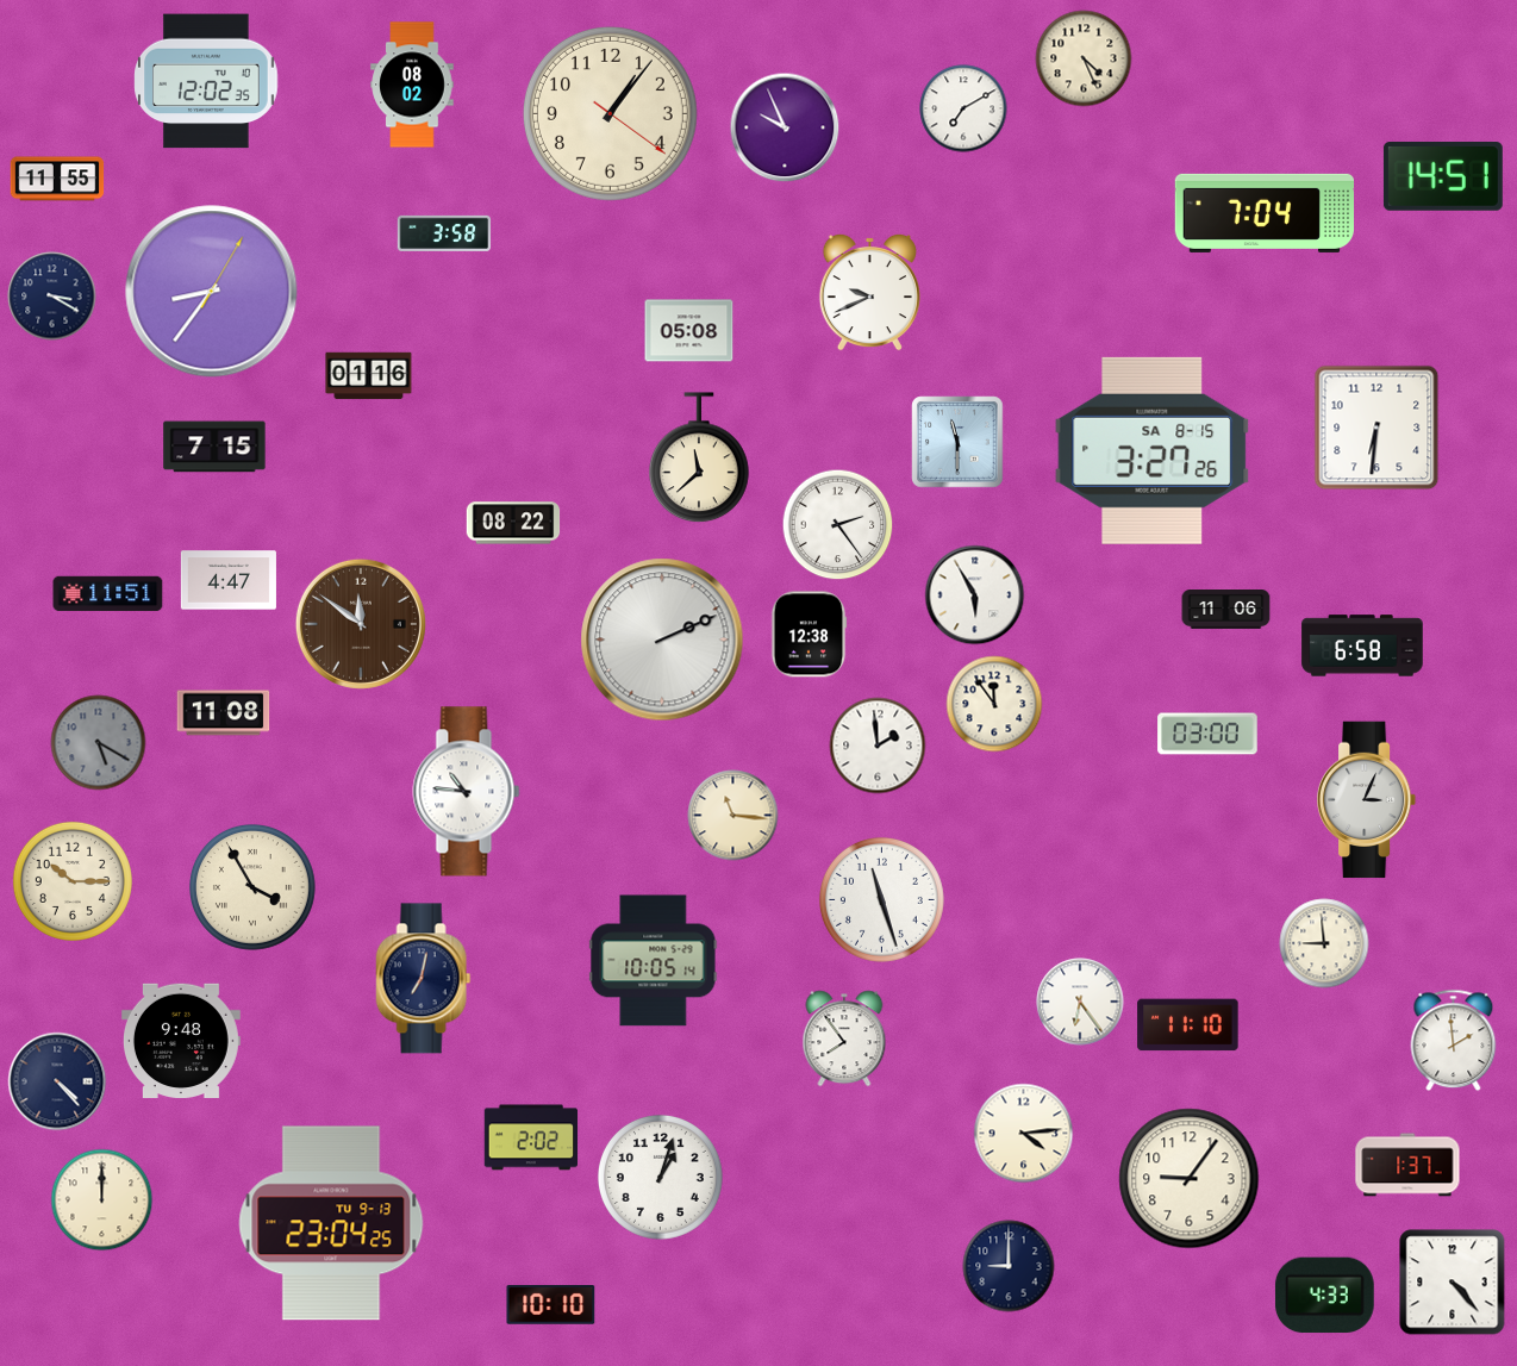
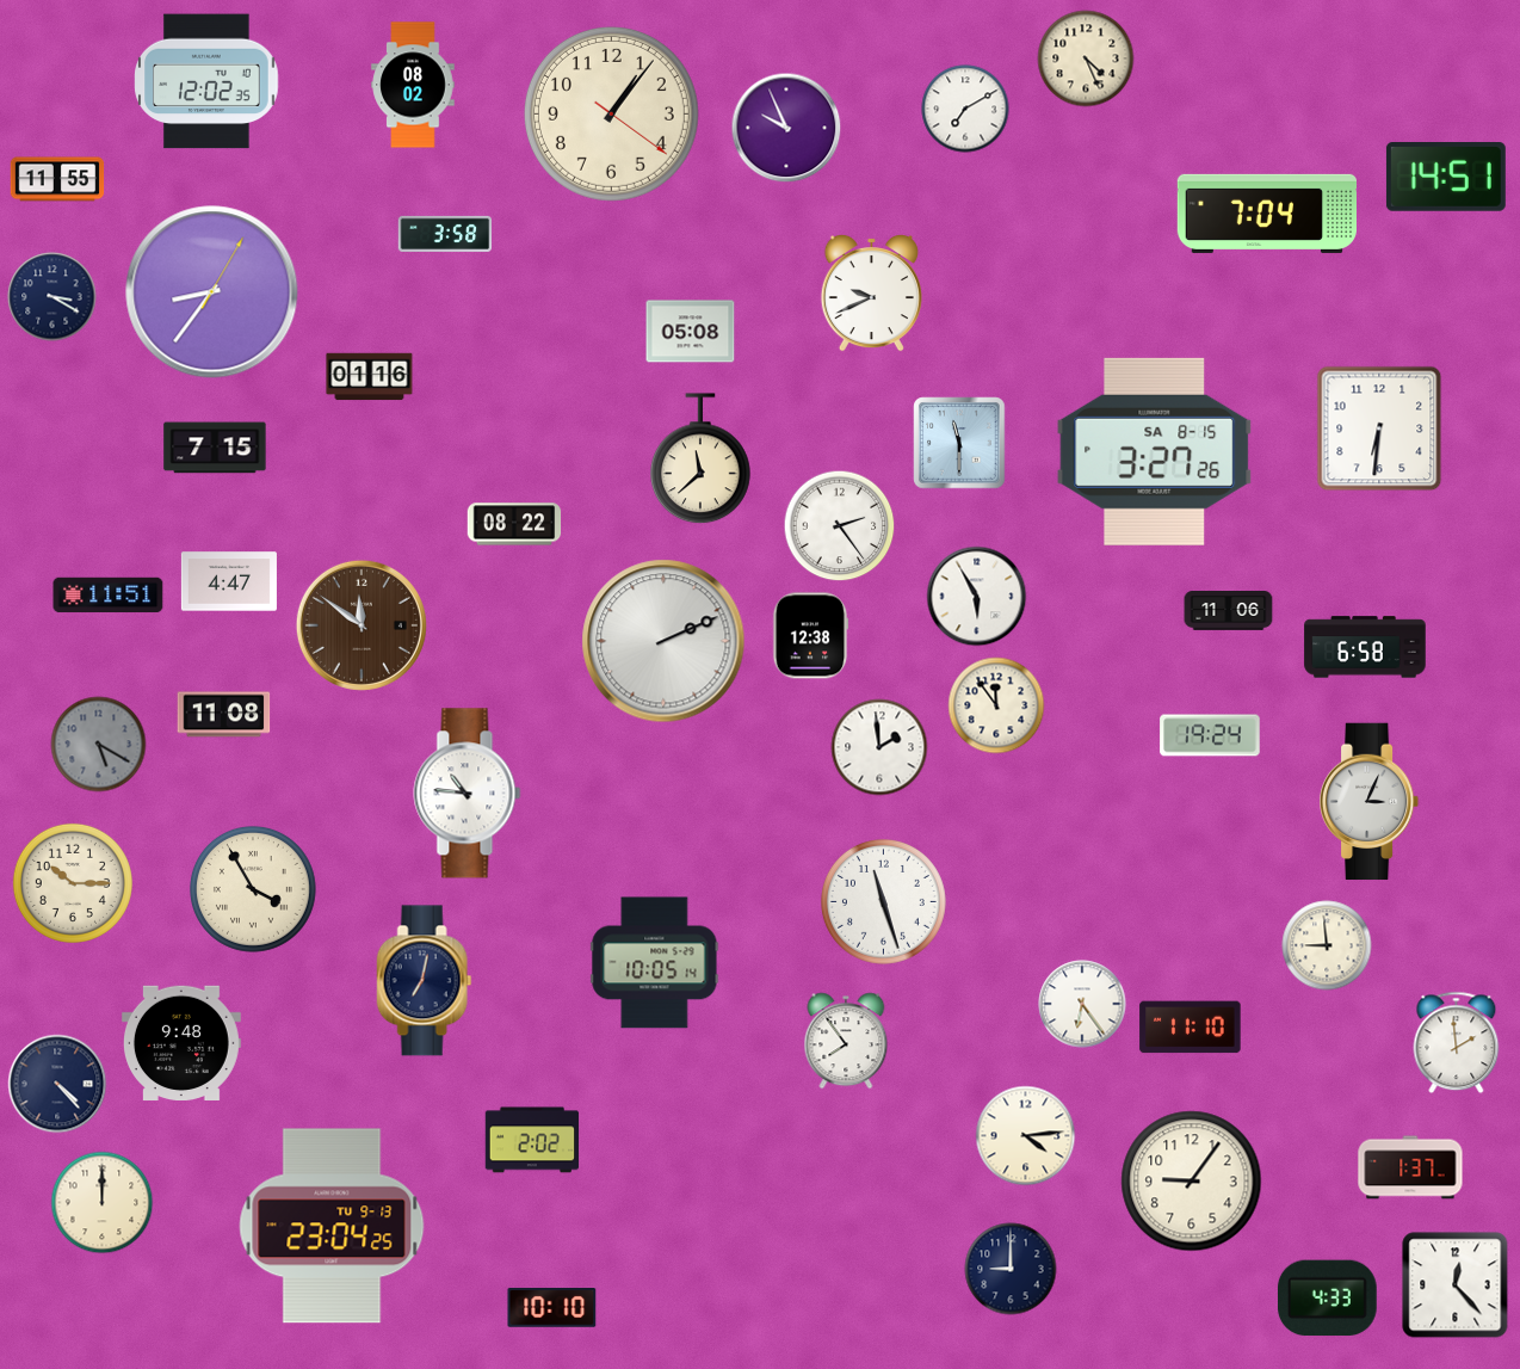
clock at (1207, 734): 03:00 -> 19:24
clock at (733, 816): 11:16 -> none
clock at (660, 1177): 1:03 -> none
clock at (1453, 1283): 4:23 -> 12:23
